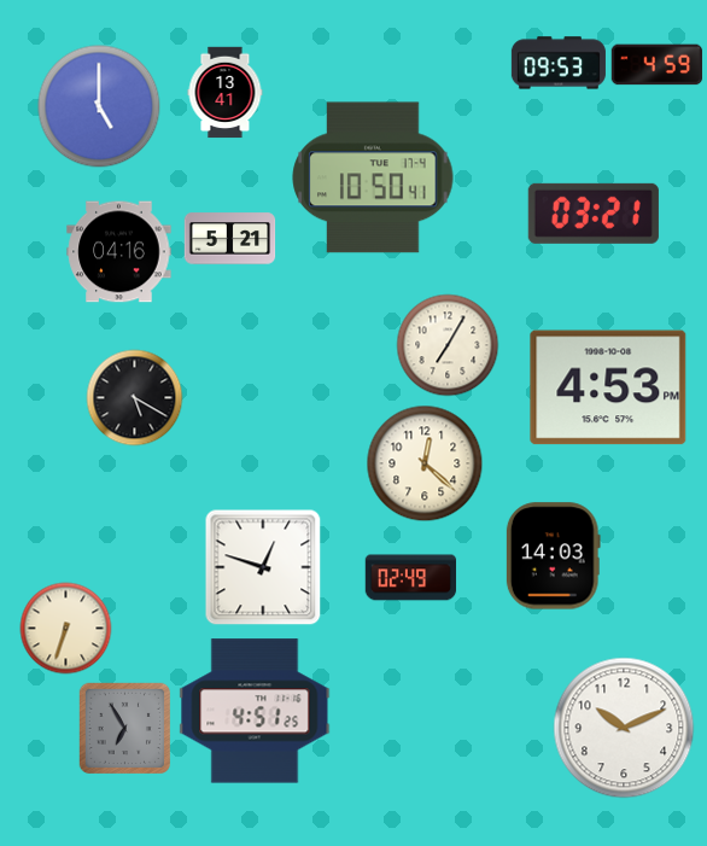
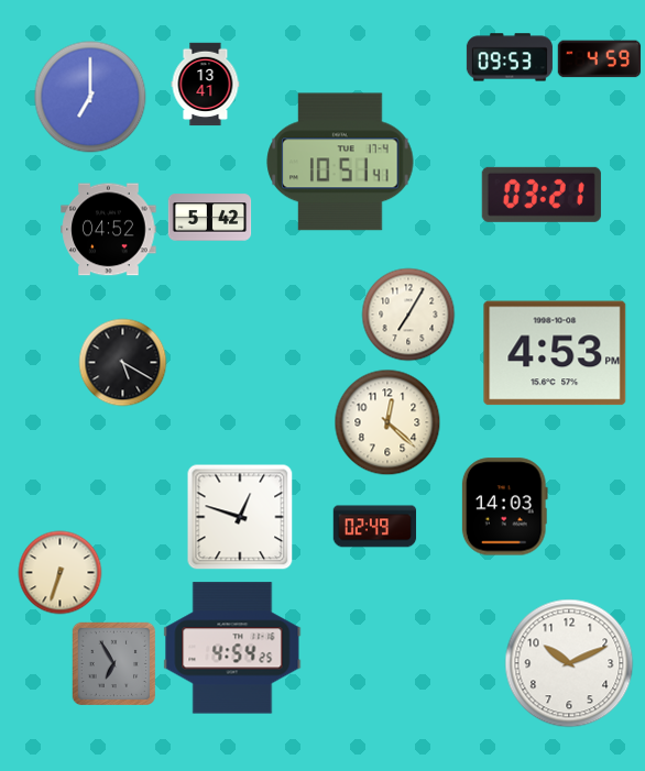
clock at (99, 106): 5:00 -> 7:00
clock at (373, 177): 10:50 -> 10:51
clock at (230, 239): 5:21 -> 5:42
clock at (119, 252): 04:16 -> 04:52
clock at (255, 711): 4:51 -> 4:54
